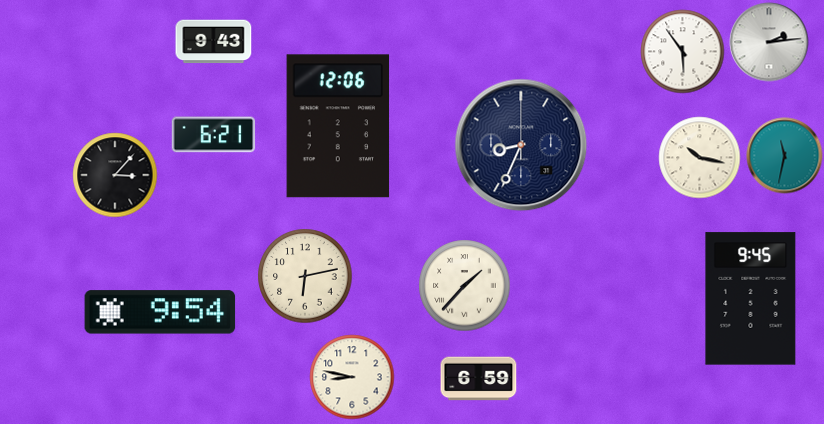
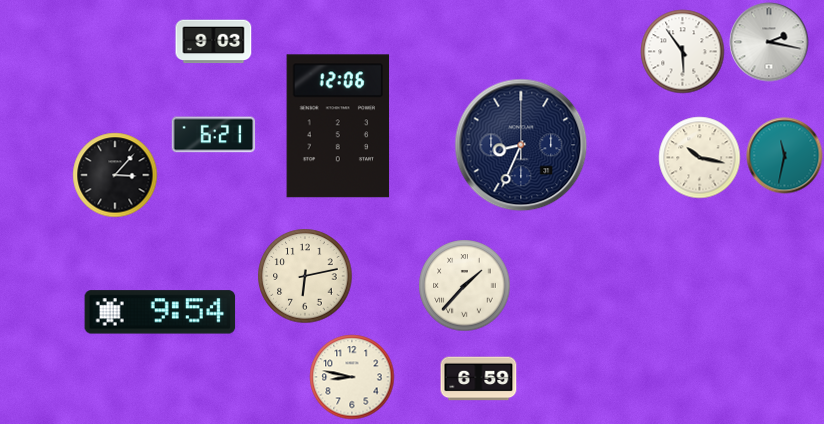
clock at (214, 42): 9:43 -> 9:03
clock at (769, 42): 2:14 -> 2:17
clock at (751, 299): 9:45 -> none
